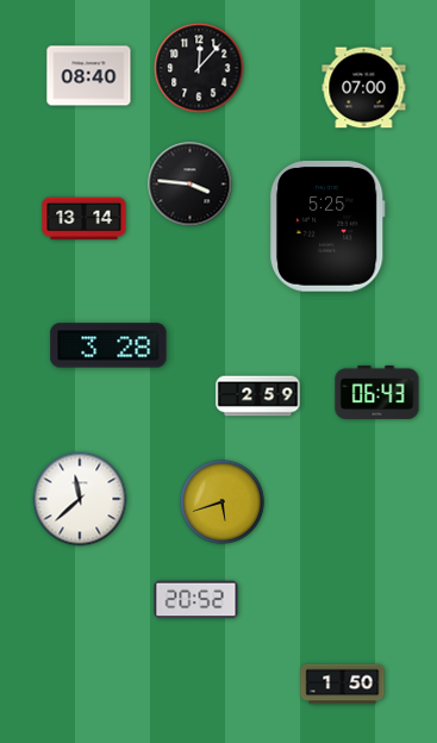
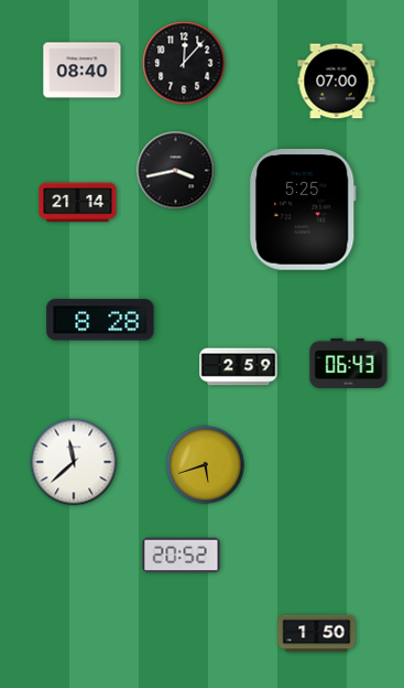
clock at (191, 185): 3:46 -> 3:43
clock at (85, 219): 13:14 -> 21:14
clock at (108, 345): 3:28 -> 8:28
